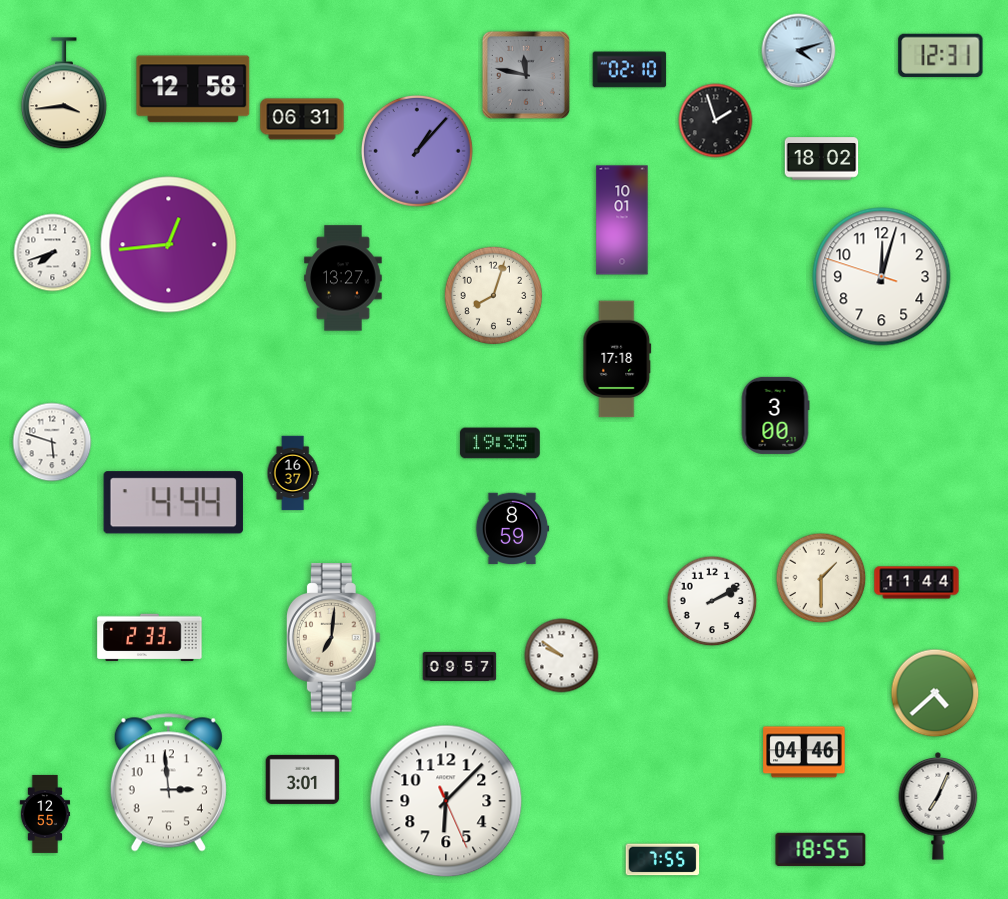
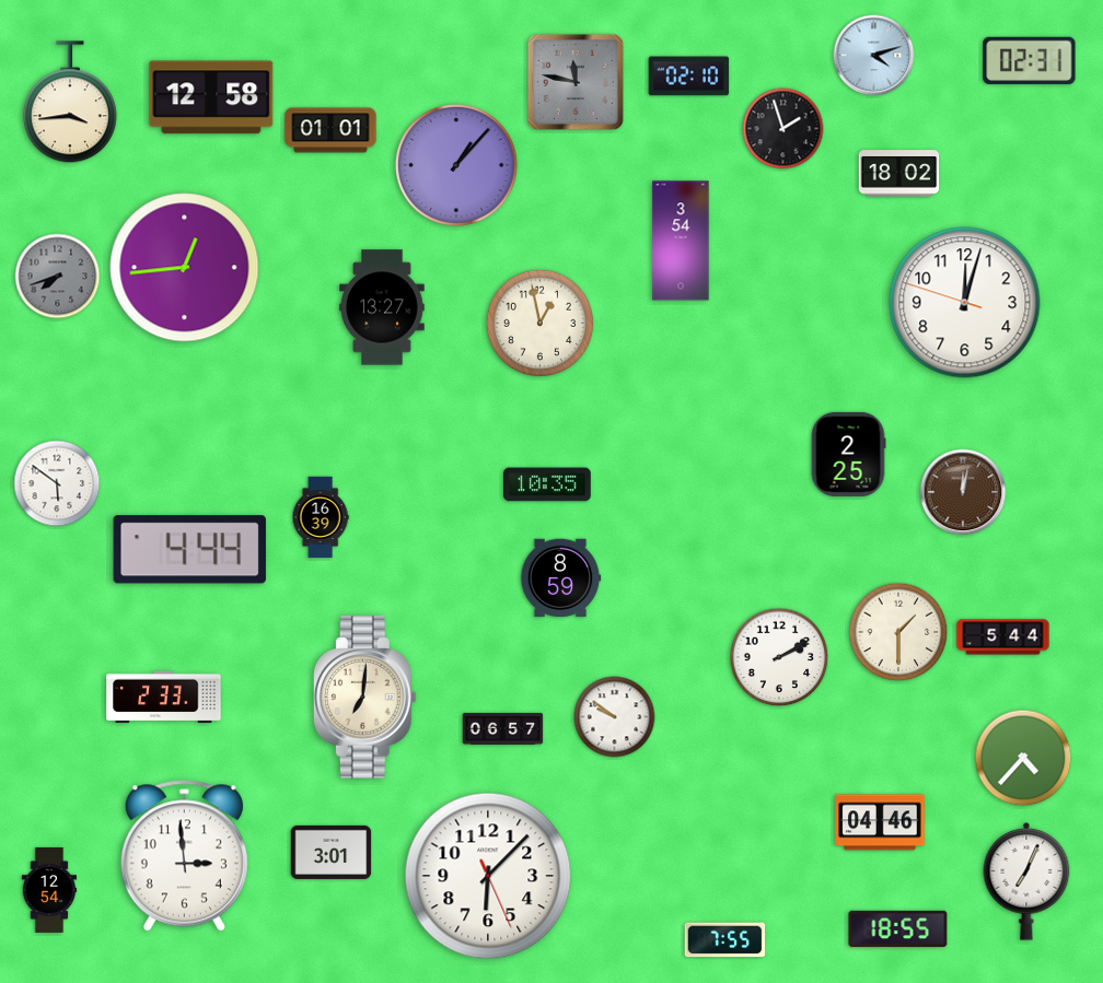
clock at (941, 55): 12:31 -> 02:31
clock at (302, 119): 06:31 -> 01:01
clock at (716, 121) position: (716, 121) -> (783, 129)
clock at (622, 220): 10:01 -> 3:54
clock at (53, 253) dial: white -> grey
clock at (343, 278) position: (343, 278) -> (382, 307)
clock at (493, 295): 8:03 -> 12:58
clock at (617, 359): 17:18 -> none
clock at (775, 415): 3:00 -> 2:25
clock at (52, 442): 5:48 -> 5:51
clock at (500, 443): 19:35 -> 10:35
clock at (963, 492): none -> 12:02
clock at (293, 473): 16:37 -> 16:39
clock at (917, 583): 11:44 -> 5:44
clock at (460, 666): 09:57 -> 06:57
clock at (935, 693): 4:38 -> 4:37
clock at (45, 814): 12:55 -> 12:54
